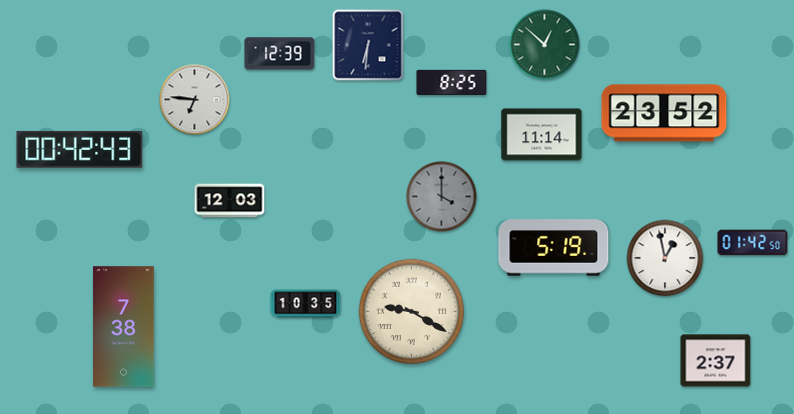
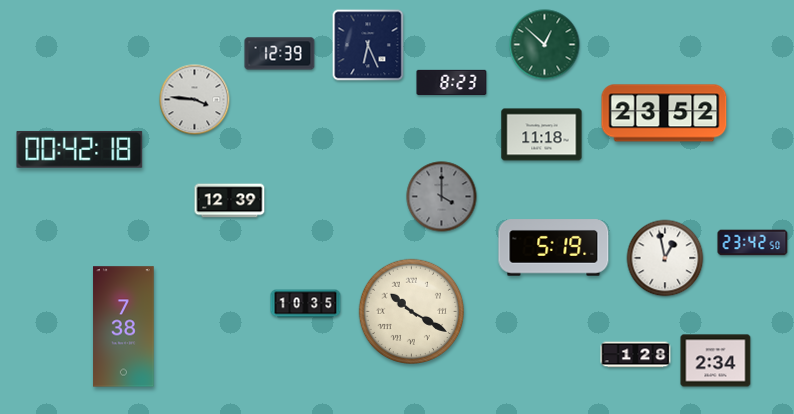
clock at (368, 45): 6:31 -> 6:26
clock at (452, 82): 8:25 -> 8:23
clock at (195, 100): 6:46 -> 3:46
clock at (542, 135): 11:14 -> 11:18
clock at (80, 149): 00:42:43 -> 00:42:18
clock at (230, 201): 12:03 -> 12:39
clock at (753, 243): 01:42 -> 23:42
clock at (411, 311): 9:20 -> 10:20
clock at (636, 355): none -> 1:28
clock at (716, 361): 2:37 -> 2:34
